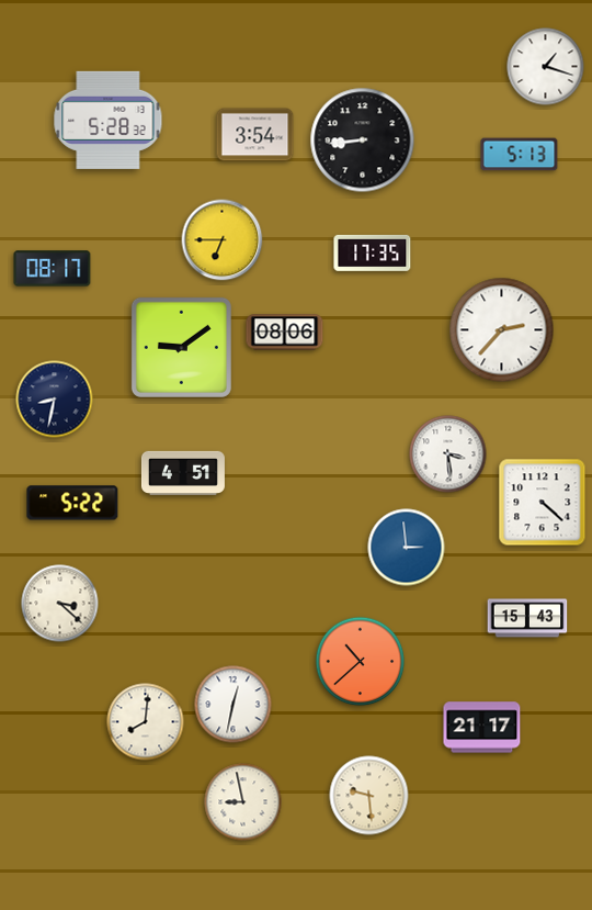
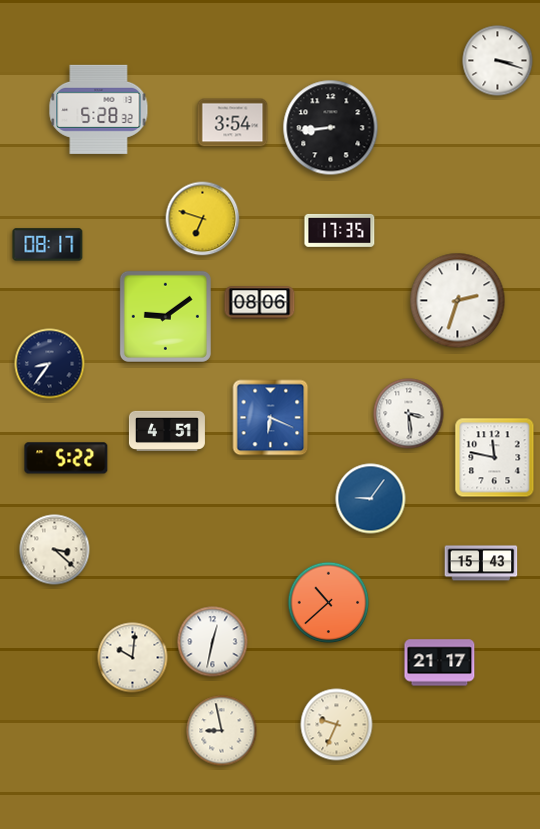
clock at (546, 67): 1:18 -> 3:18
clock at (520, 155): 5:13 -> none
clock at (223, 240): 6:45 -> 6:48
clock at (502, 330): 2:37 -> 2:33
clock at (55, 400): 8:32 -> 8:36
clock at (271, 418): none -> 6:19
clock at (543, 503): 4:22 -> 11:47
clock at (407, 548): 2:59 -> 9:06
clock at (146, 722): 8:01 -> 10:01
clock at (369, 796): 9:29 -> 9:34
